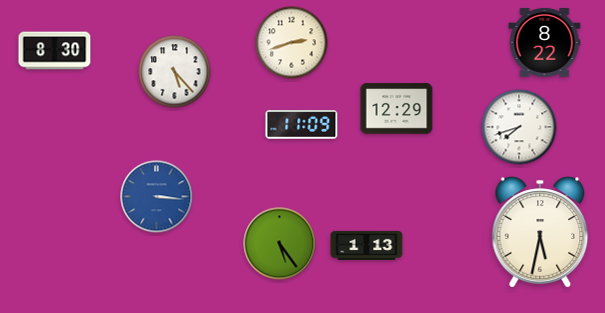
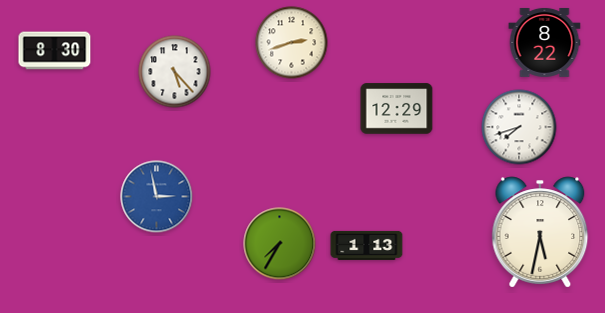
clock at (302, 125): 11:09 -> none
clock at (157, 197): 3:16 -> 2:58
clock at (280, 244): 5:24 -> 7:35
